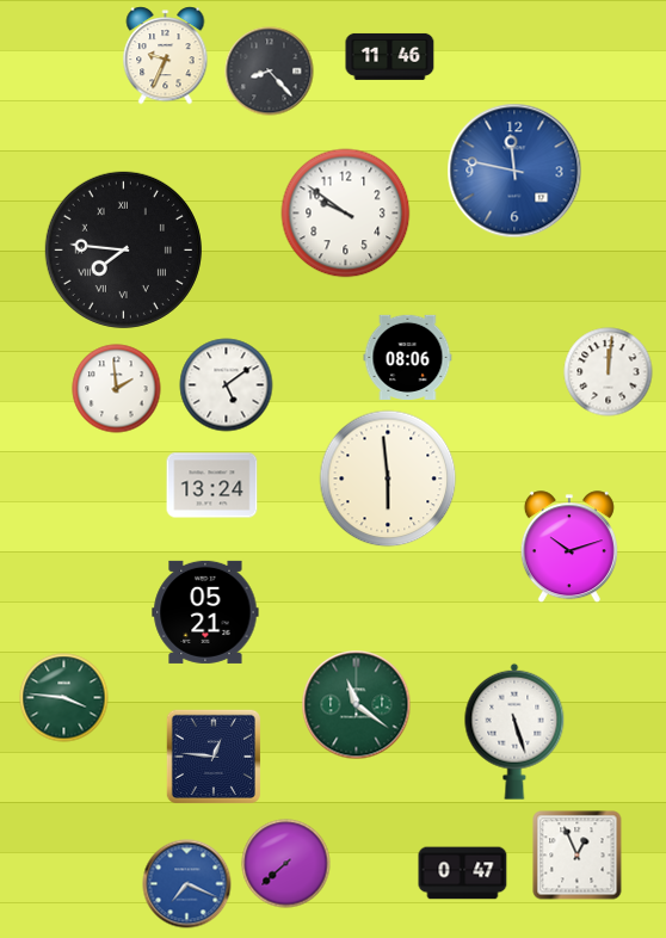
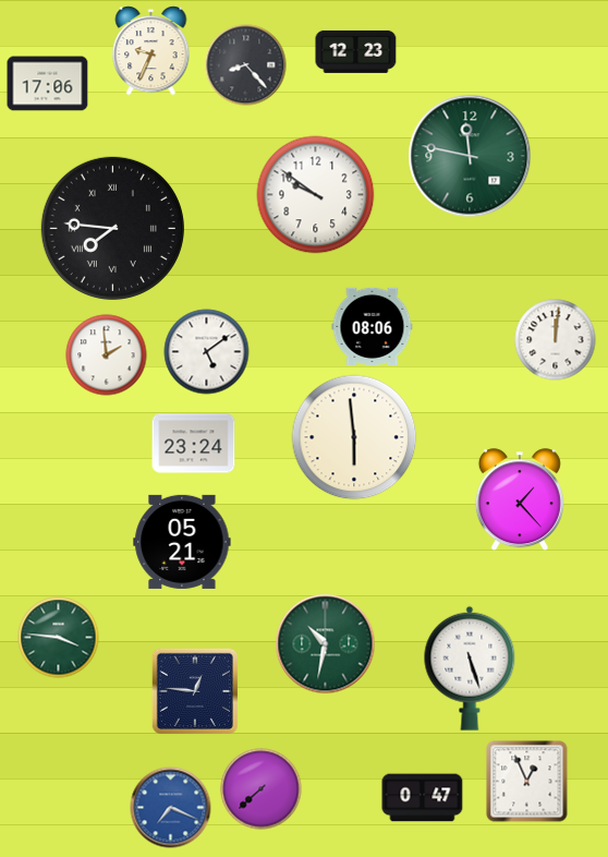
clock at (390, 56): 11:46 -> 12:23
clock at (48, 84): none -> 17:06
clock at (514, 171) dial: blue -> green
clock at (212, 486): 13:24 -> 23:24
clock at (569, 548): 10:12 -> 1:23
clock at (205, 612) position: (205, 612) -> (182, 542)
clock at (357, 705): 11:21 -> 10:32
